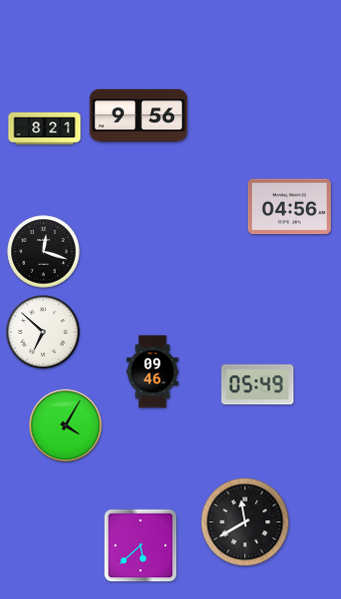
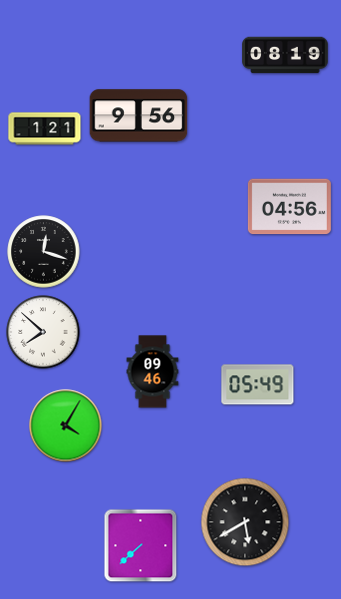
clock at (285, 55): none -> 08:19
clock at (45, 129): 8:21 -> 1:21
clock at (43, 332): 6:52 -> 7:52
clock at (245, 522): 11:40 -> 5:40
clock at (141, 546): 5:38 -> 7:38
